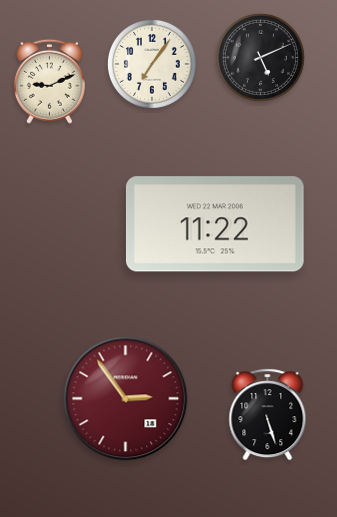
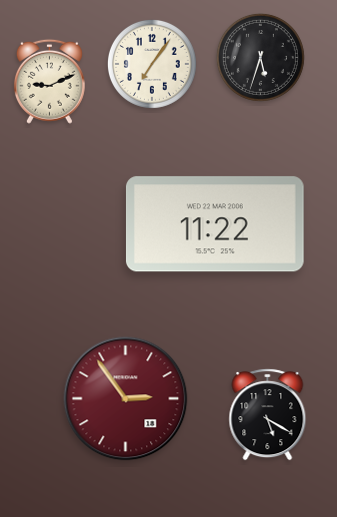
clock at (260, 57): 5:11 -> 5:33
clock at (268, 415): 5:27 -> 5:20
